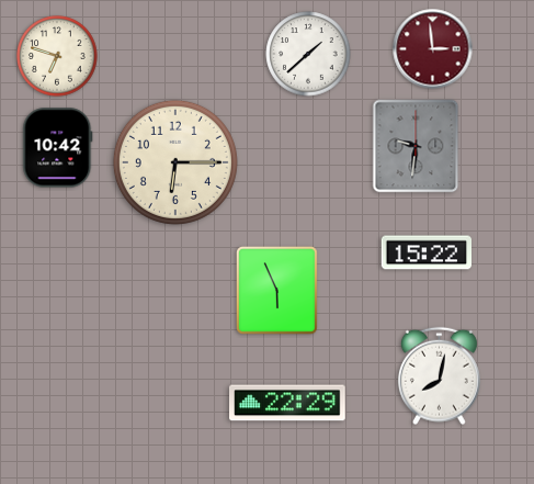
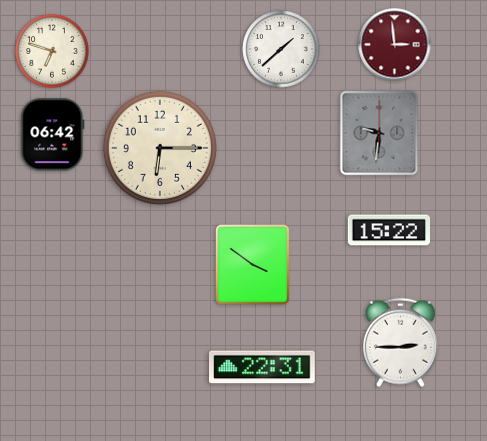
clock at (58, 148): 10:42 -> 06:42
clock at (276, 291): 5:56 -> 3:51
clock at (439, 376): 8:02 -> 2:45
clock at (288, 403): 22:29 -> 22:31
